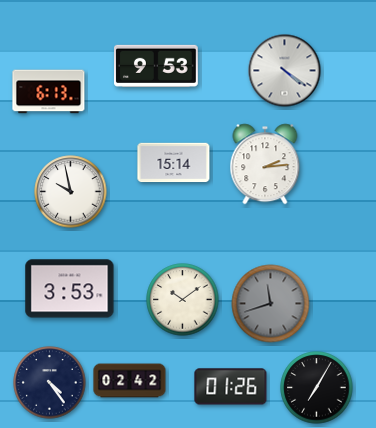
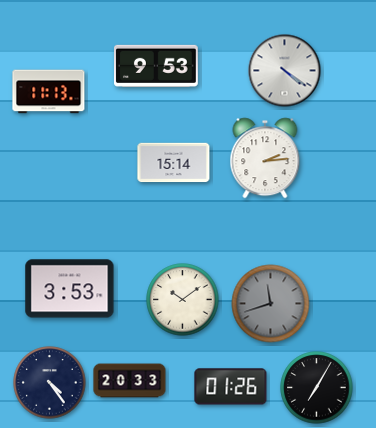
clock at (49, 92): 6:13 -> 11:13
clock at (265, 164) position: (265, 164) -> (265, 158)
clock at (71, 192): 9:58 -> none
clock at (130, 381): 02:42 -> 20:33
